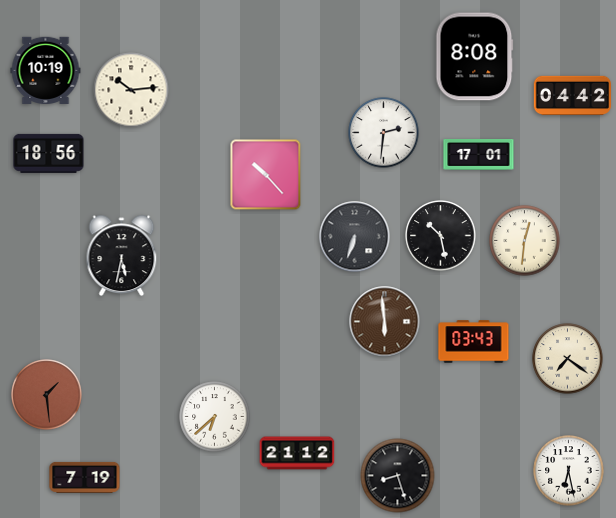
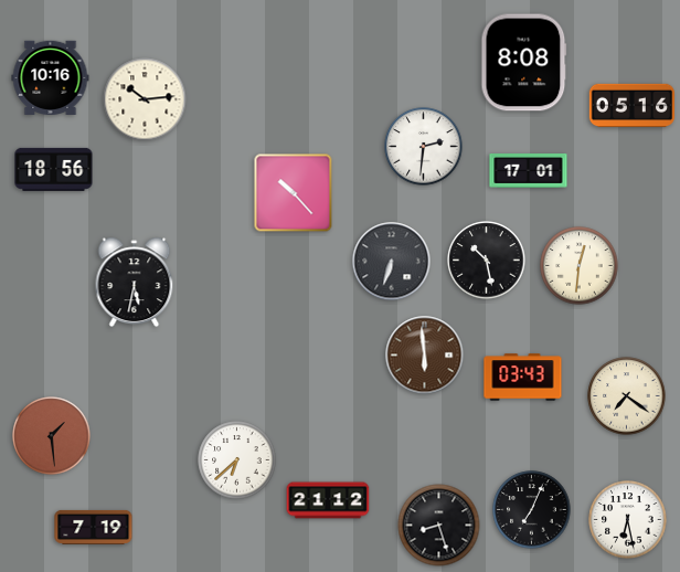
clock at (46, 70): 10:19 -> 10:16
clock at (572, 96): 04:42 -> 05:16
clock at (532, 510): none -> 7:04
